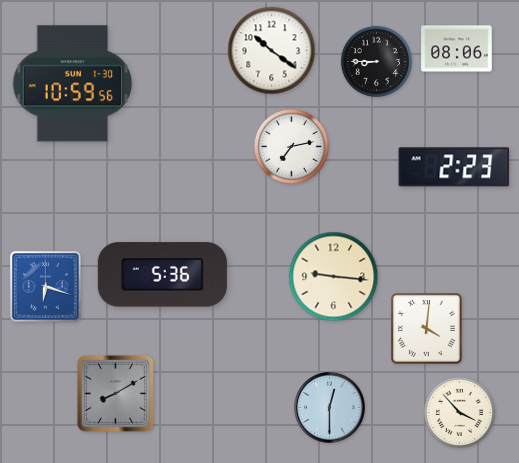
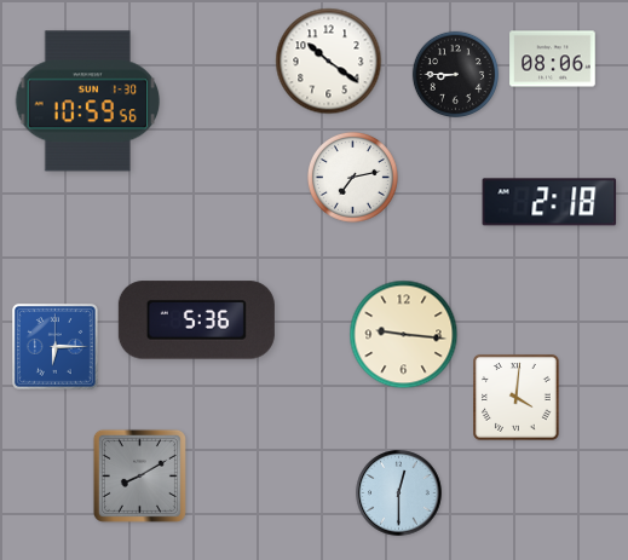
clock at (454, 167): 2:23 -> 2:18
clock at (162, 275) position: (162, 275) -> (196, 321)
clock at (45, 286): 6:18 -> 6:15
clock at (459, 412): 3:53 -> none
